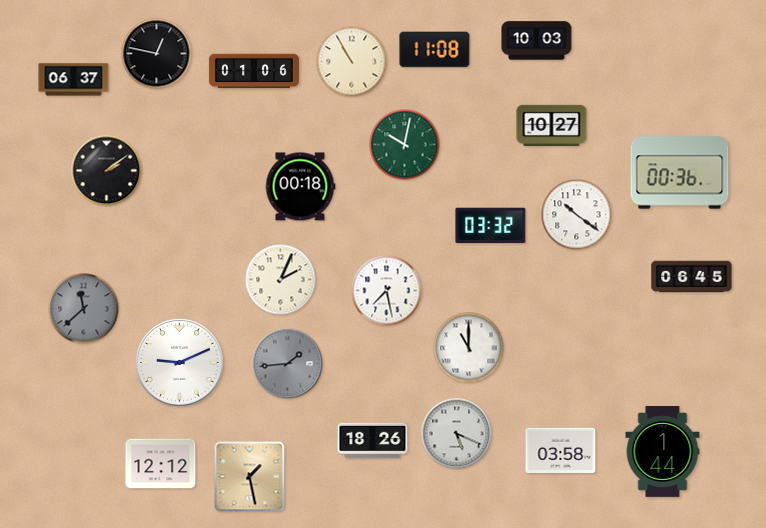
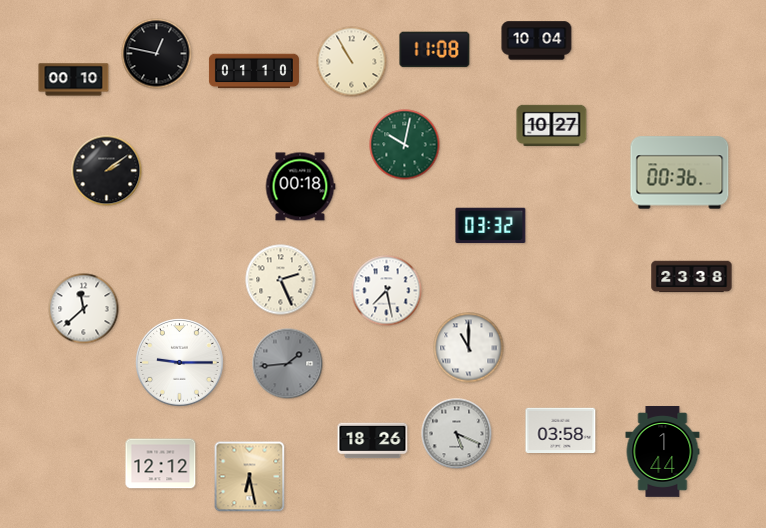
clock at (537, 41): 10:03 -> 10:04
clock at (254, 71): 01:06 -> 01:10
clock at (74, 80): 06:37 -> 00:10
clock at (577, 215): 10:21 -> none
clock at (692, 277): 06:45 -> 23:38
clock at (281, 280): 2:04 -> 2:26
clock at (84, 309) dial: grey -> white
clock at (180, 363): 9:11 -> 9:15
clock at (561, 450) position: (561, 450) -> (561, 430)
clock at (250, 477): 1:28 -> 6:28
